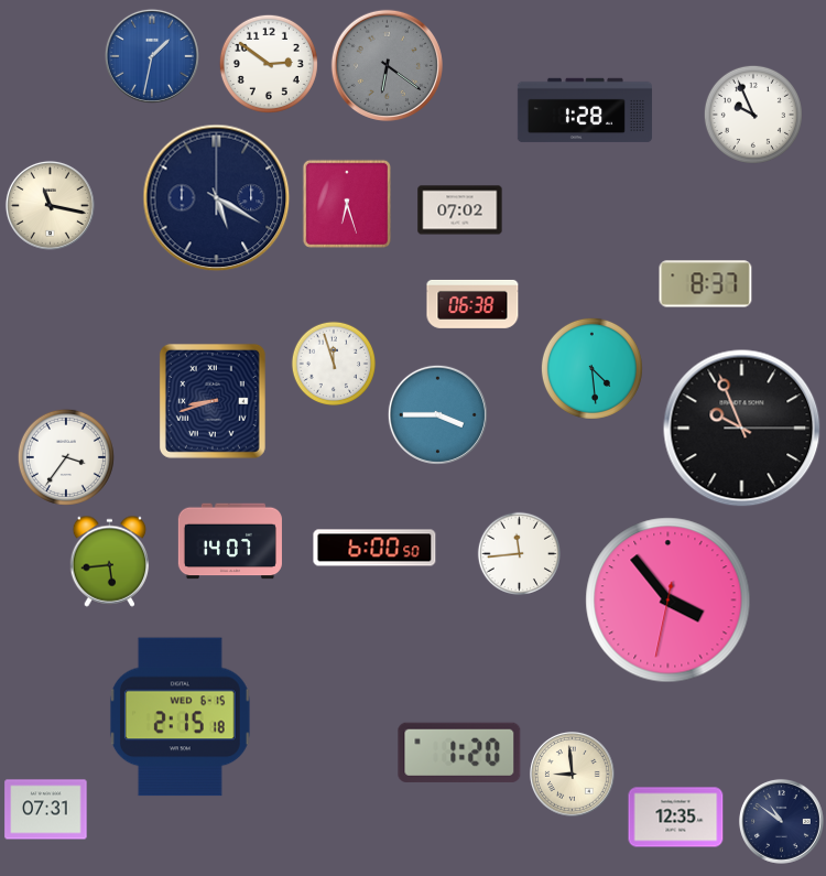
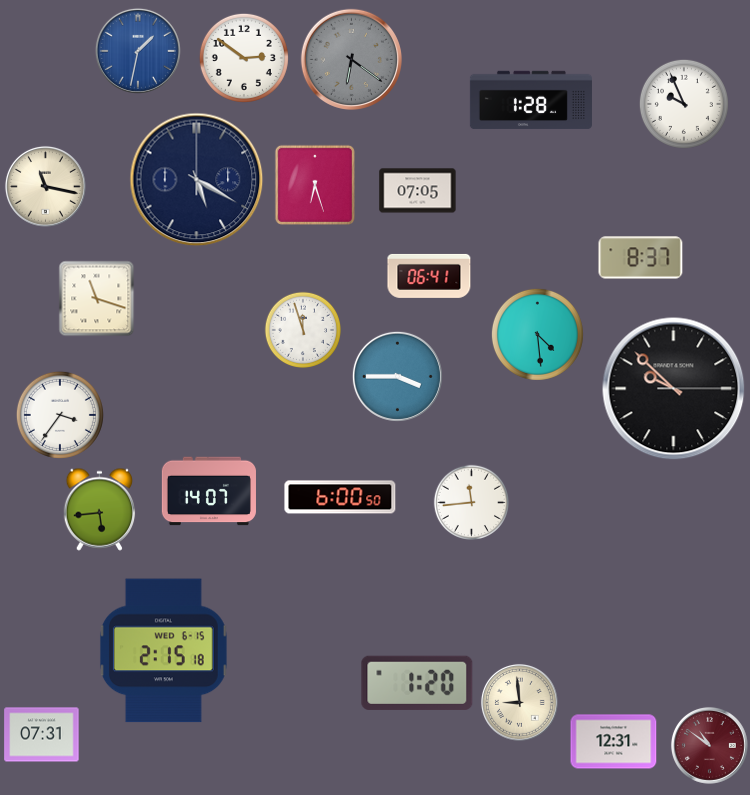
clock at (460, 210): 07:02 -> 07:05
clock at (472, 304): 06:38 -> 06:41
clock at (97, 299): none -> 11:18
clock at (213, 401): 8:42 -> none
clock at (742, 429): 9:56 -> 9:52
clock at (669, 601): 3:53 -> none
clock at (676, 818): 12:35 -> 12:31
clock at (781, 821) dial: navy -> burgundy
